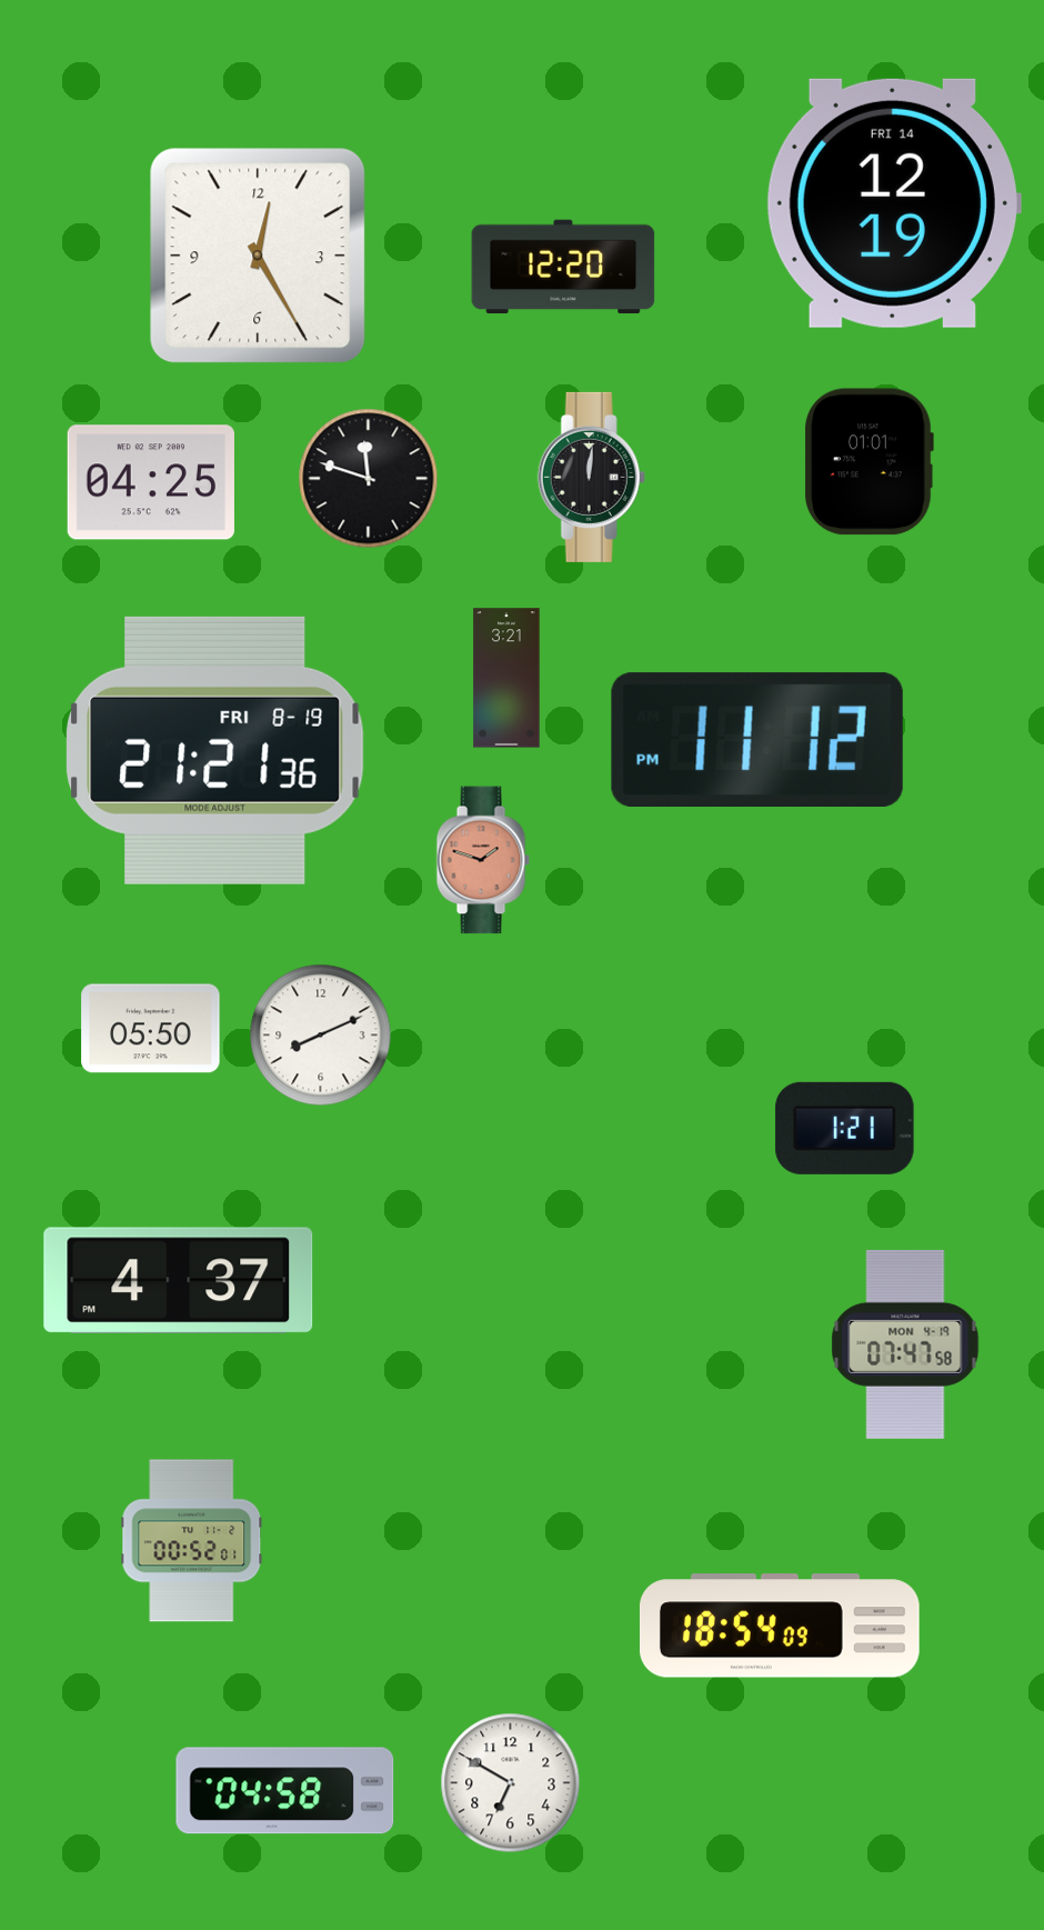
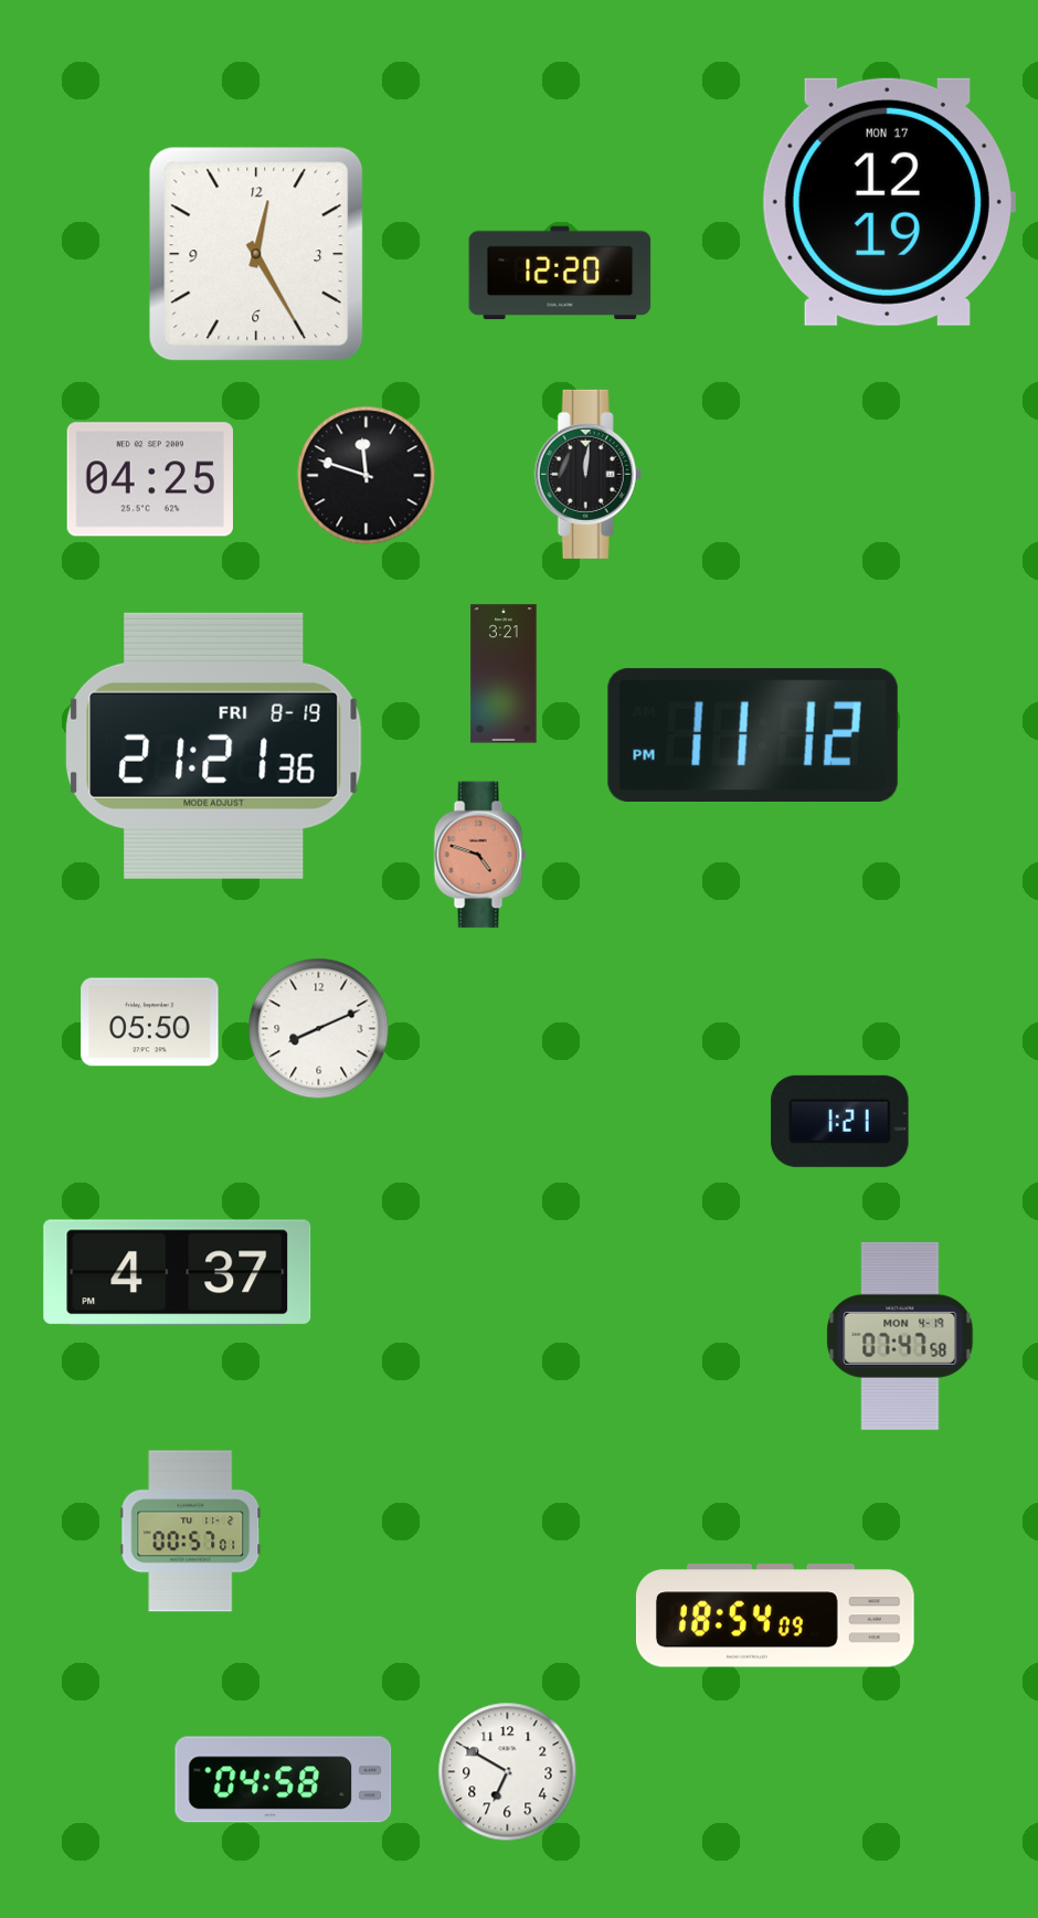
clock at (893, 203) date: FRI 14 -> MON 17
clock at (563, 267) position: (563, 267) -> (560, 273)
clock at (870, 462): 01:01 -> none
clock at (483, 860): 1:48 -> 4:48
clock at (192, 1541): 00:52 -> 00:57
